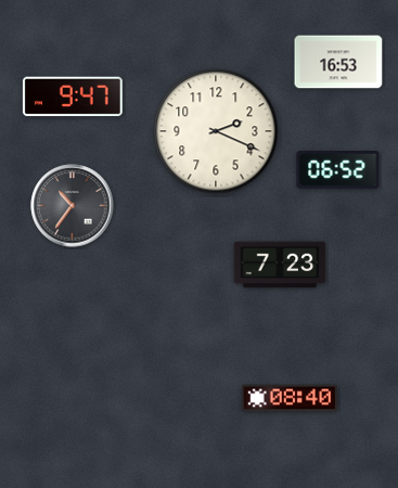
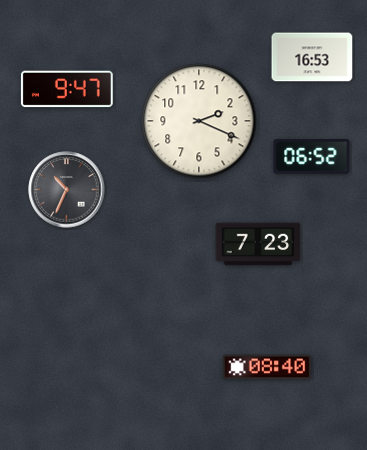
clock at (73, 206): 10:36 -> 10:34
